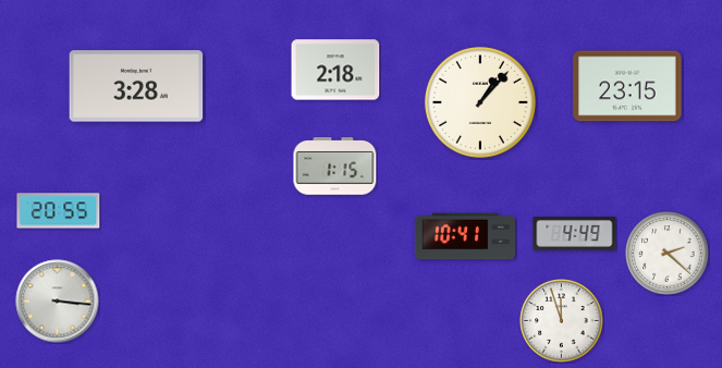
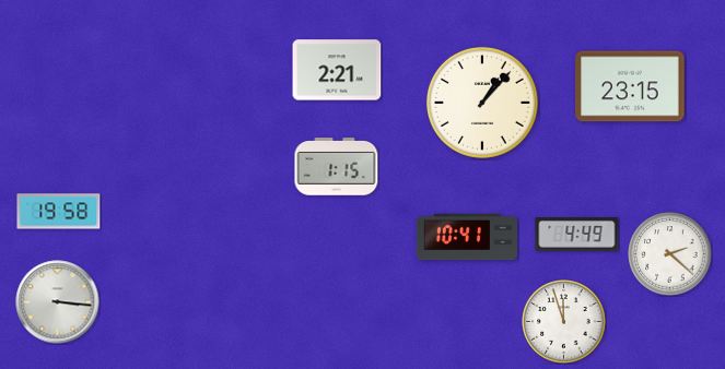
clock at (335, 70): 2:18 -> 2:21
clock at (136, 86): 3:28 -> none
clock at (59, 211): 20:55 -> 19:58
